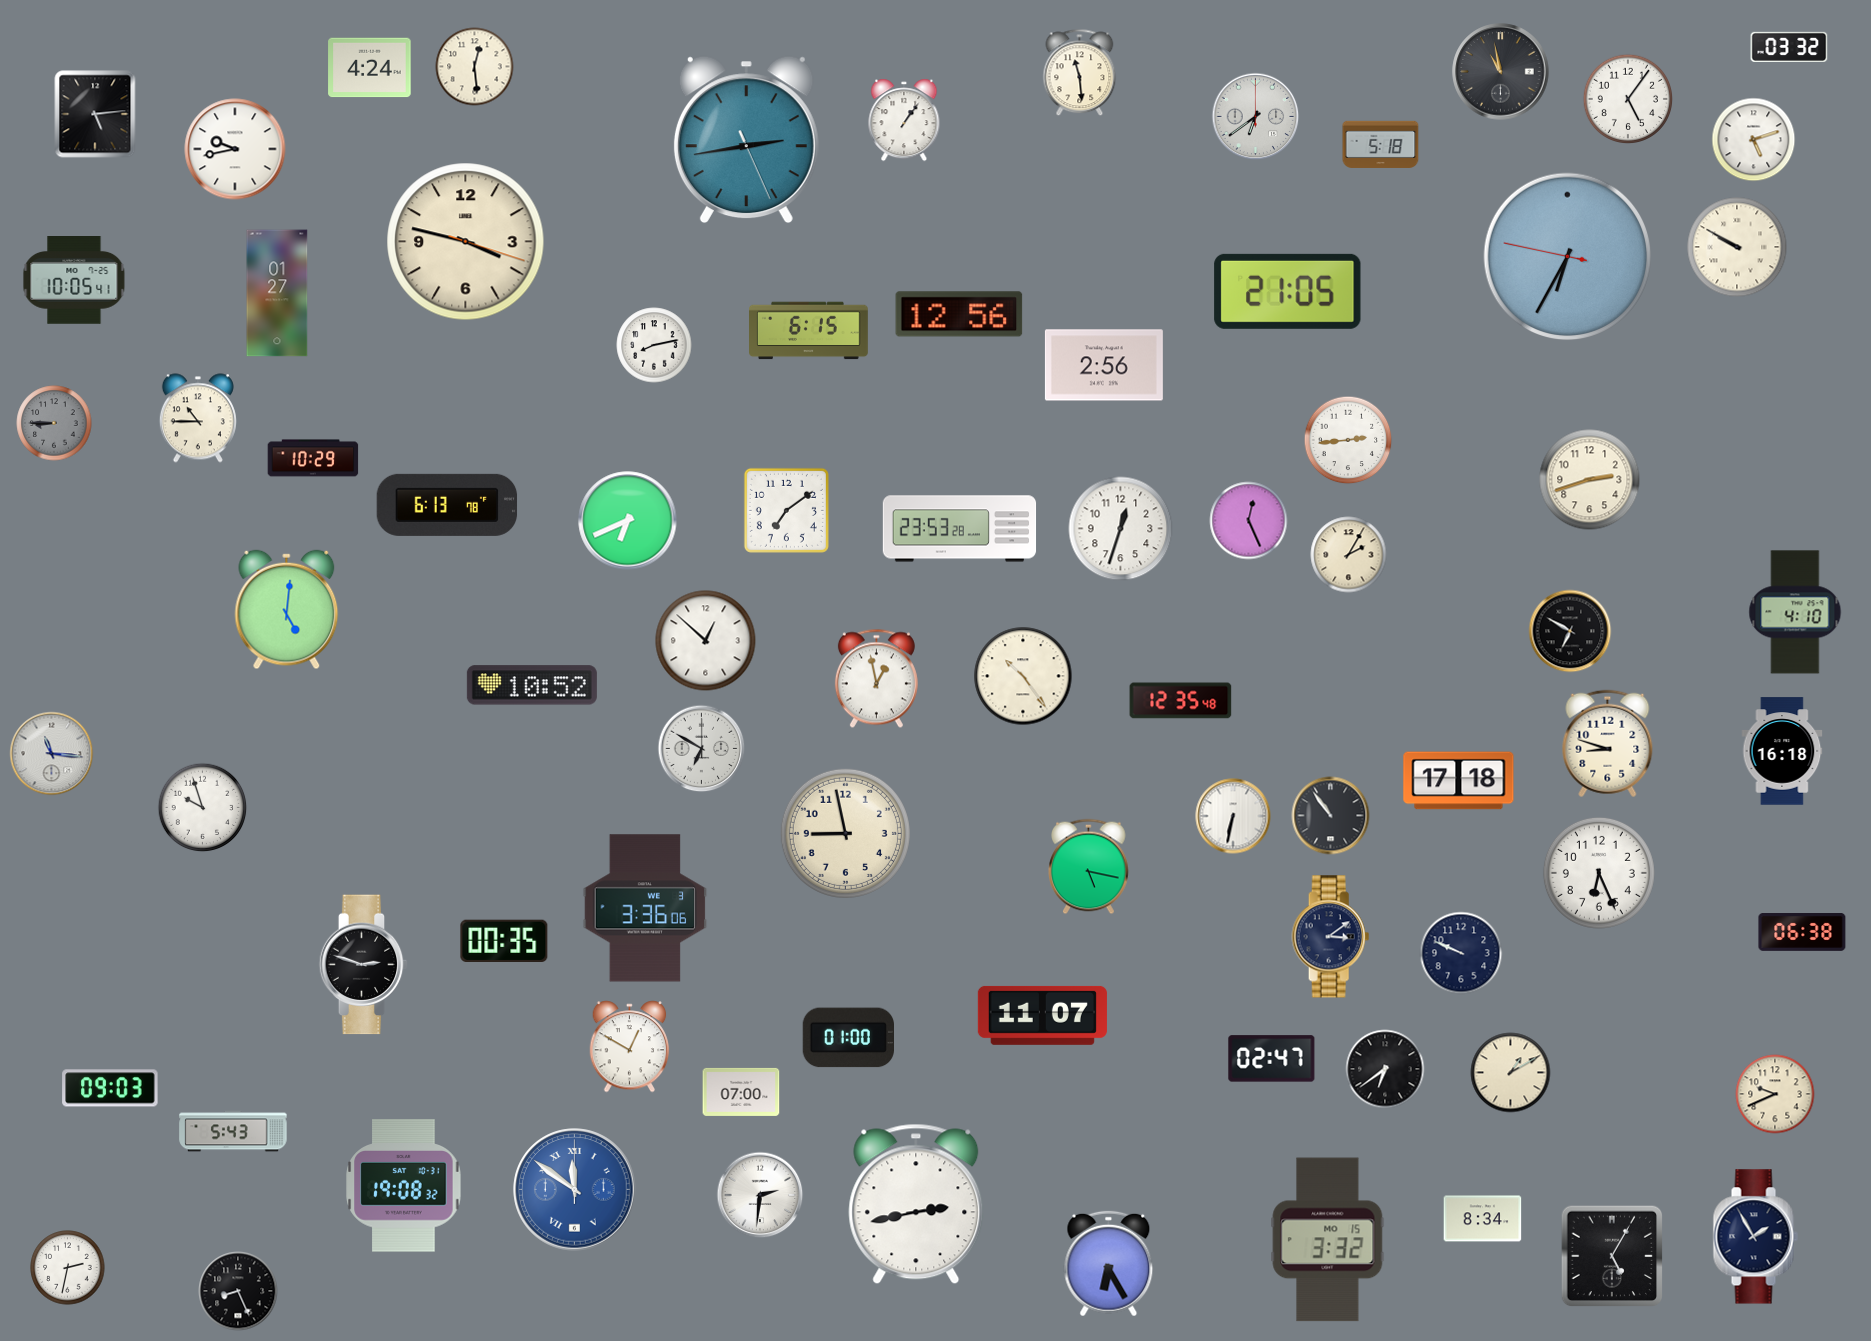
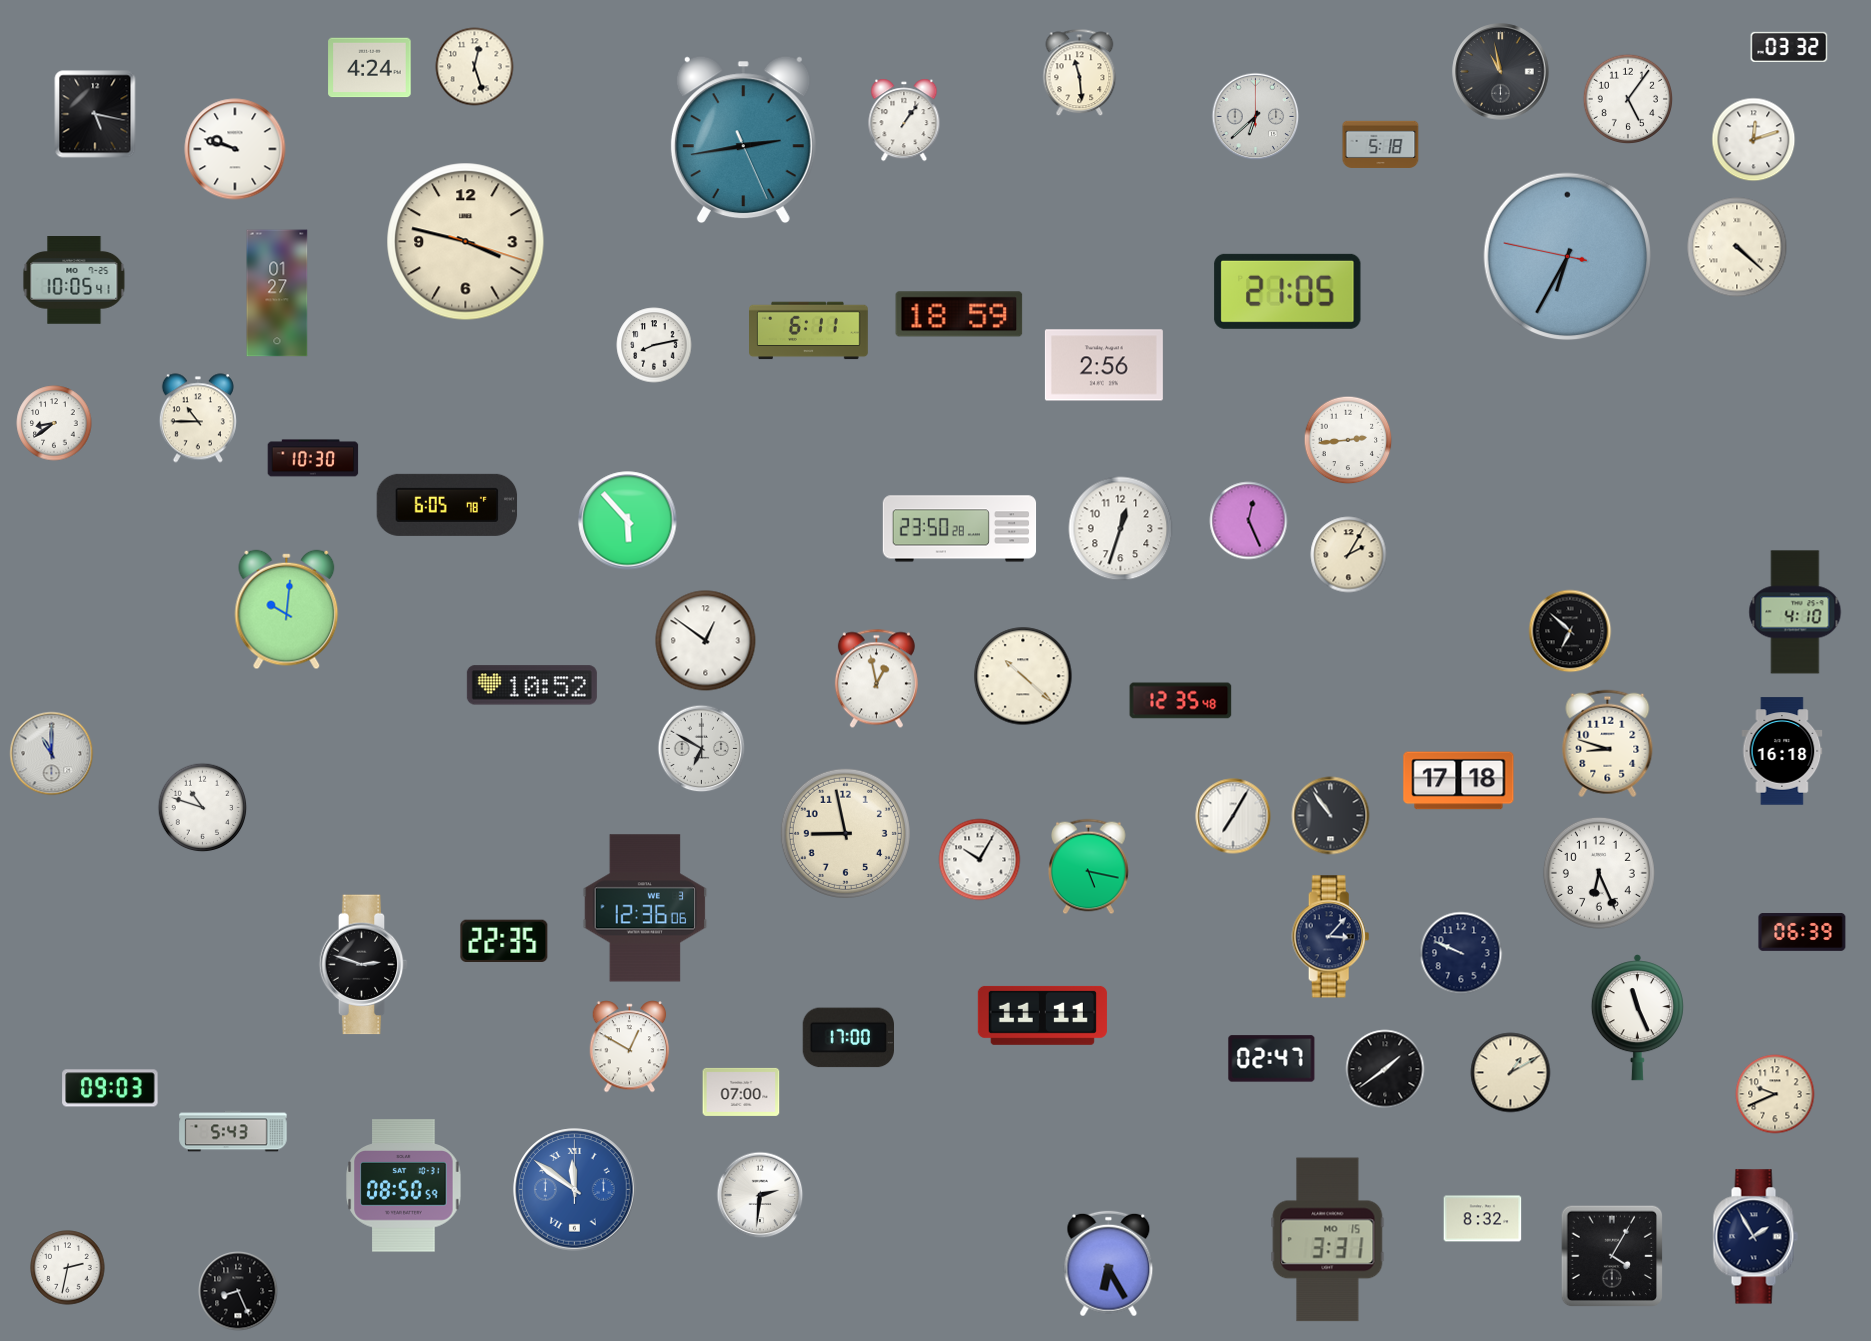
clock at (475, 67): 12:29 -> 12:27
clock at (95, 114): 5:14 -> 5:17
clock at (1256, 117): 6:39 -> 6:38
clock at (746, 140) position: (746, 140) -> (743, 140)
clock at (1754, 140): 5:12 -> 12:12
clock at (235, 149): 9:43 -> 9:48
clock at (1737, 247): 9:50 -> 4:22
clock at (959, 314): 12:56 -> 18:59
clock at (809, 331): 6:15 -> 6:11
clock at (54, 423): 8:45 -> 8:39
clock at (54, 423) dial: grey -> white
clock at (313, 458): 10:29 -> 10:30
clock at (1590, 480): 2:42 -> none
clock at (447, 505): 6:13 -> 6:05
clock at (786, 510): 7:09 -> none
clock at (628, 521): 6:41 -> 5:53
clock at (960, 529): 23:53 -> 23:50
clock at (287, 610): 5:01 -> 10:01
clock at (1570, 631): 6:50 -> 6:52
clock at (706, 641): 12:52 -> 12:51
clock at (1023, 676): 10:24 -> 10:22
clock at (52, 754): 11:16 -> 11:00
clock at (203, 808): 9:57 -> 10:48
clock at (1233, 816): 6:32 -> 7:05
clock at (980, 860): none -> 10:05
clock at (645, 908): 3:36 -> 12:36
clock at (1802, 933): 06:38 -> 06:39
clock at (1331, 937): 3:09 -> 3:07
clock at (504, 941): 00:35 -> 22:35
clock at (1042, 1015): 11:07 -> 11:11
clock at (1637, 1018): none -> 11:26
clock at (848, 1038): 01:00 -> 17:00
clock at (1385, 1069): 6:39 -> 1:39
clock at (404, 1186): 19:08 -> 08:50
clock at (916, 1204): 2:43 -> none
clock at (1483, 1219): 8:34 -> 8:32
clock at (1328, 1240): 3:32 -> 3:31
clock at (1612, 1256): 5:05 -> 4:05
